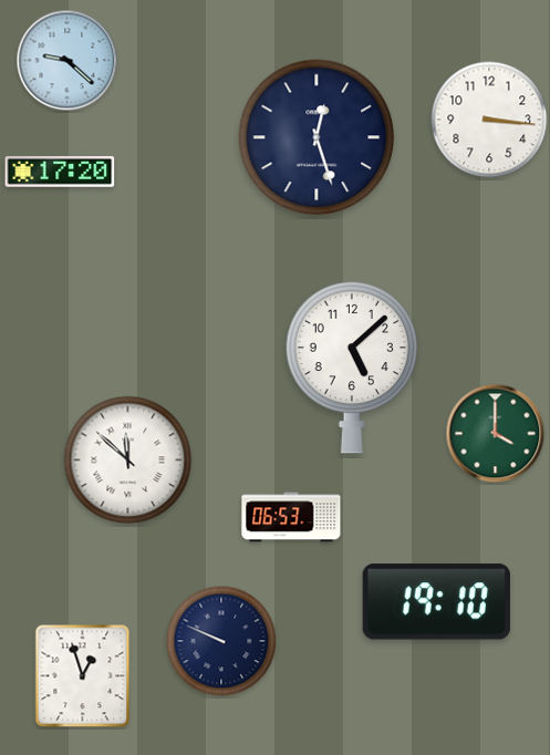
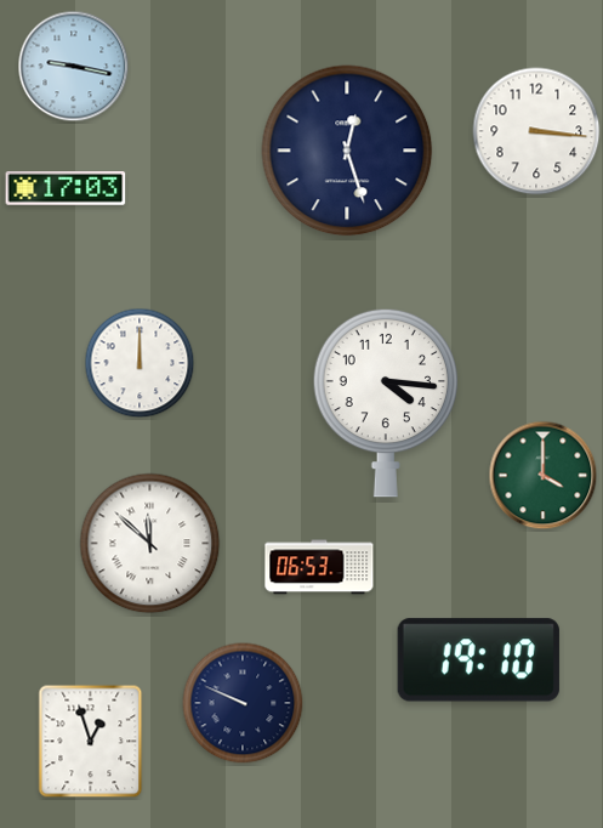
clock at (68, 61): 9:22 -> 9:17
clock at (60, 173): 17:20 -> 17:03
clock at (140, 363): none -> 12:00
clock at (352, 368): 5:08 -> 4:16
clock at (128, 461) position: (128, 461) -> (150, 544)
